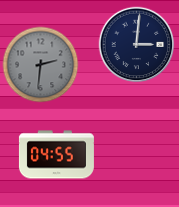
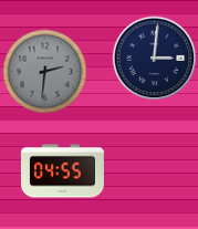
clock at (137, 45) position: (137, 45) -> (155, 59)
